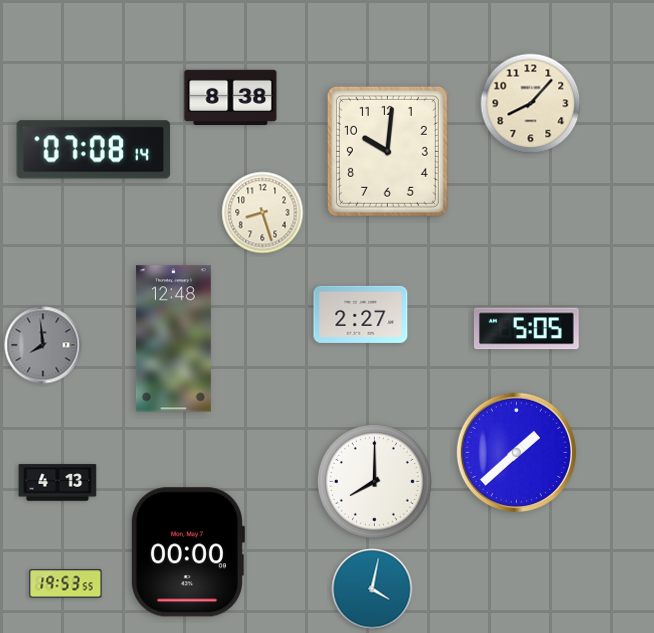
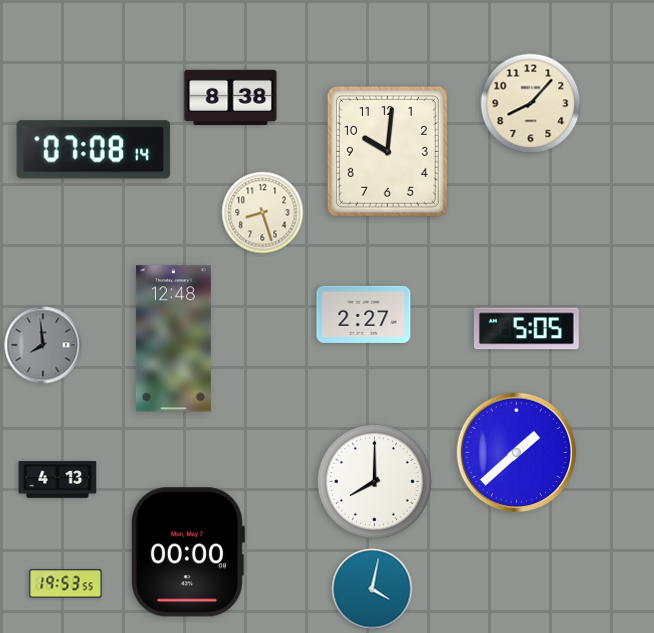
clock at (361, 314) position: (361, 314) -> (364, 314)
clock at (58, 483) position: (58, 483) -> (58, 480)
